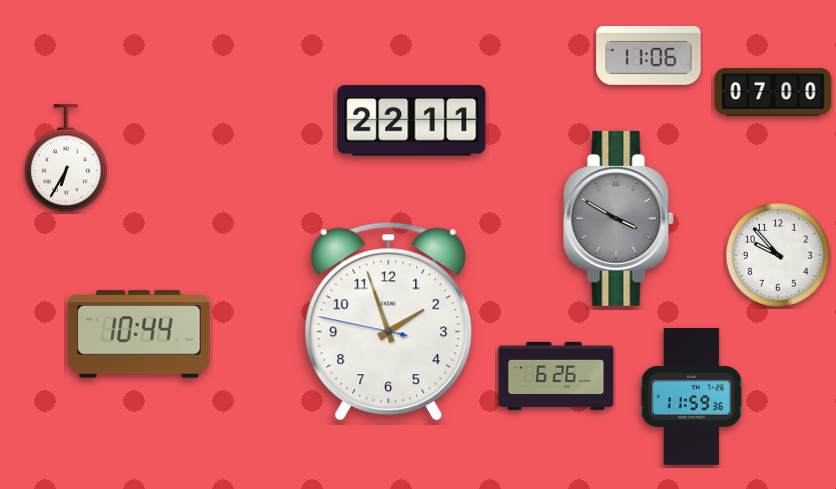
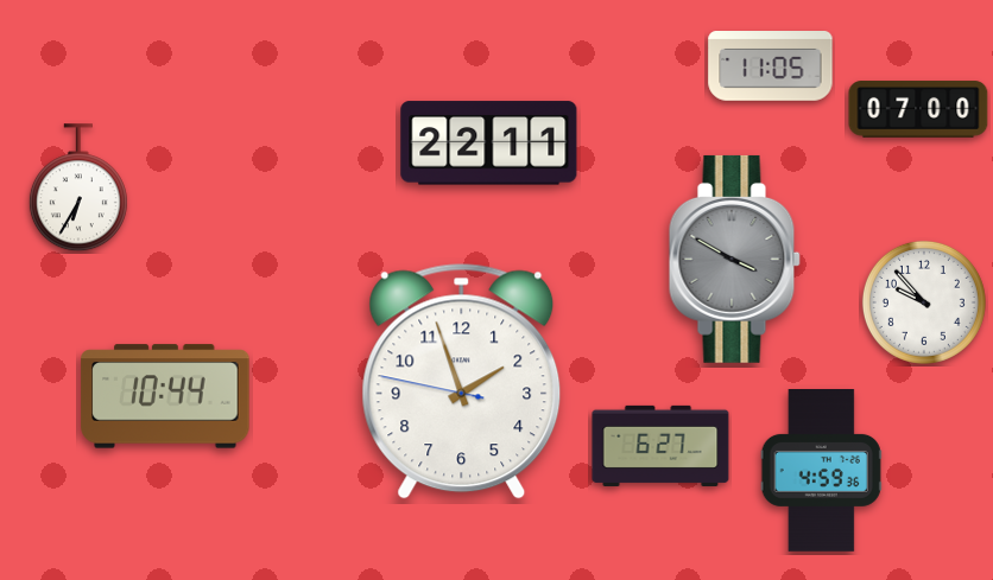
clock at (649, 56): 11:06 -> 11:05
clock at (556, 376): 6:26 -> 6:27
clock at (691, 397): 11:59 -> 4:59
